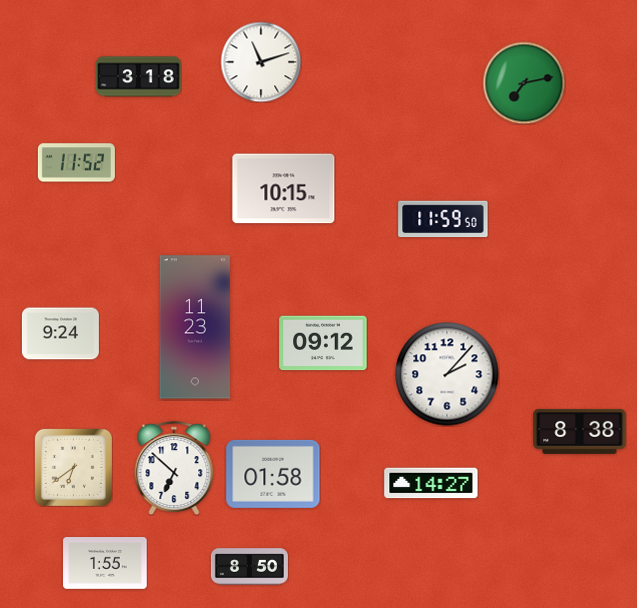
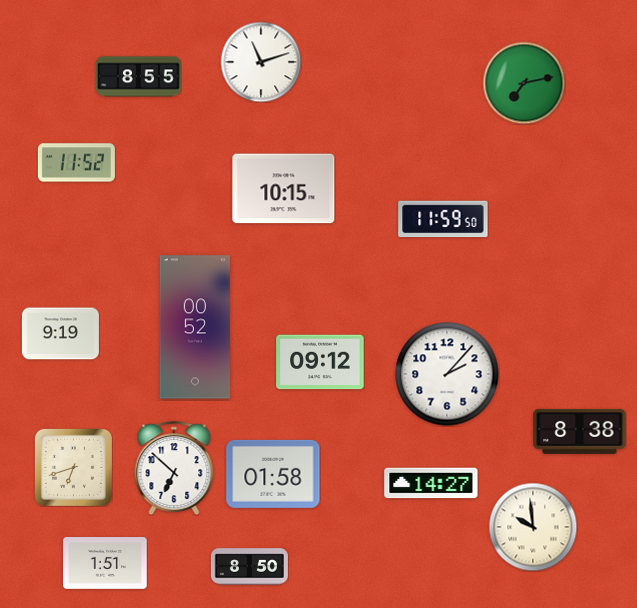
clock at (139, 77): 3:18 -> 8:55
clock at (195, 327): 11:23 -> 00:52
clock at (60, 334): 9:24 -> 9:19
clock at (323, 343) position: (323, 343) -> (320, 362)
clock at (73, 467): 6:39 -> 6:42
clock at (533, 527): none -> 9:59
clock at (105, 564): 1:55 -> 1:51
